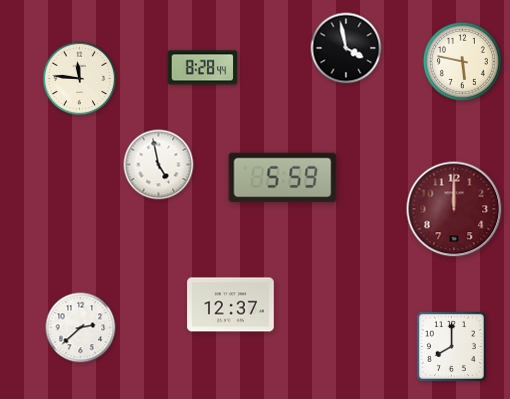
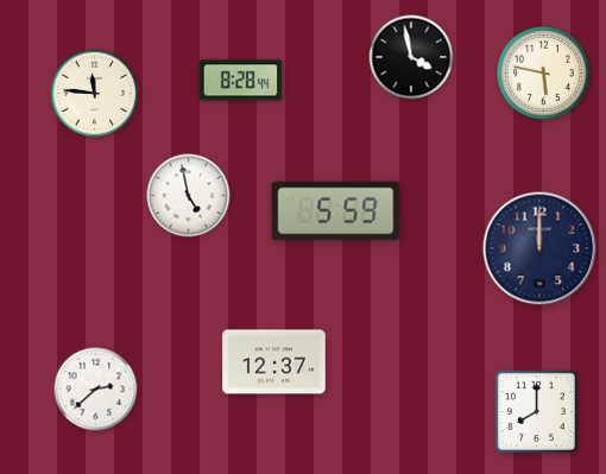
clock at (462, 61) position: (462, 61) -> (543, 72)
clock at (454, 209) dial: burgundy -> navy
